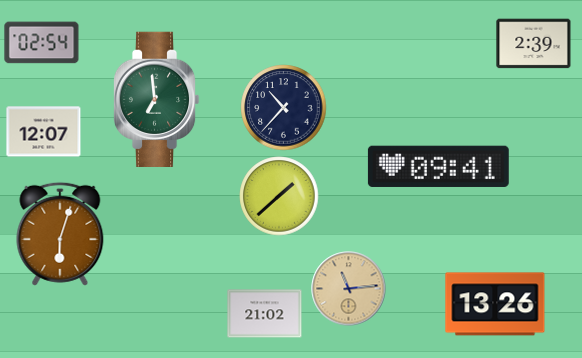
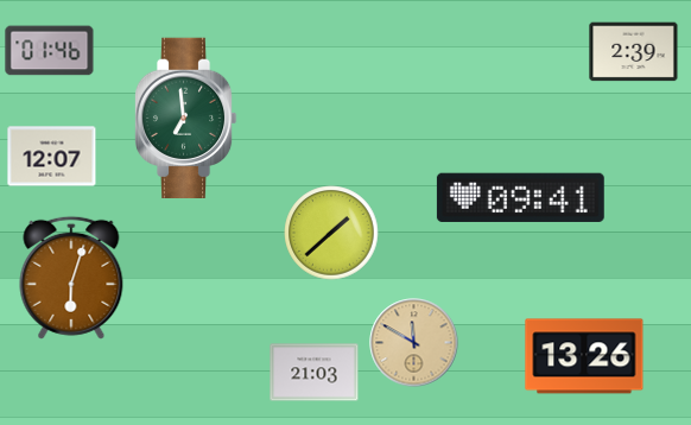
clock at (42, 43): 02:54 -> 01:46
clock at (284, 108): 10:37 -> none
clock at (349, 289): 11:14 -> 11:50
clock at (495, 304) position: (495, 304) -> (584, 356)
clock at (265, 314): 21:02 -> 21:03
